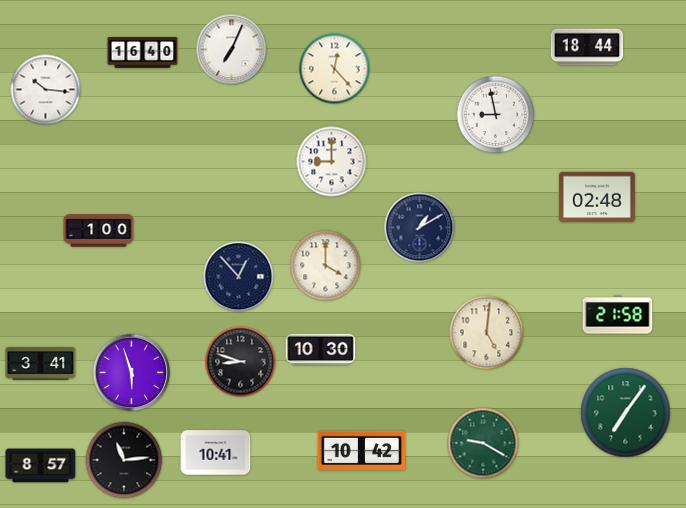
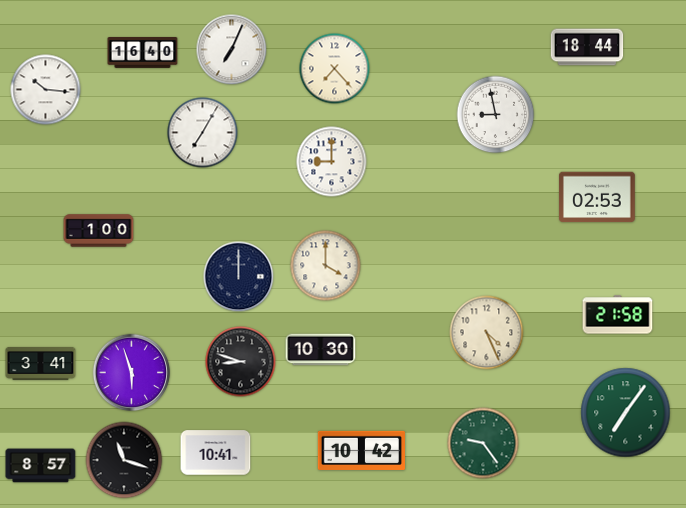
clock at (335, 69): 12:23 -> 7:23
clock at (203, 133): none -> 7:05
clock at (598, 197): 02:48 -> 02:53
clock at (420, 228): 1:10 -> none
clock at (239, 277): 12:53 -> 12:00
clock at (487, 333): 5:01 -> 4:26
clock at (483, 443): 9:20 -> 9:24
clock at (124, 460): 11:14 -> 11:18
